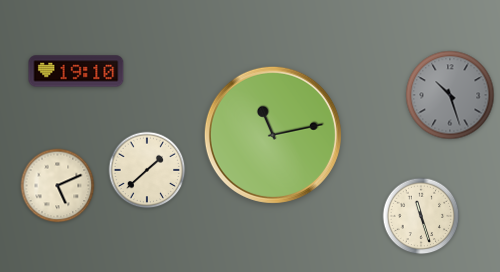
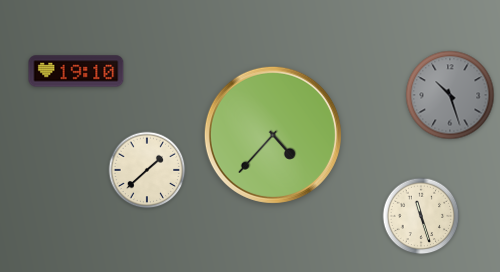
clock at (273, 135): 11:13 -> 4:37
clock at (58, 186): 5:11 -> none
